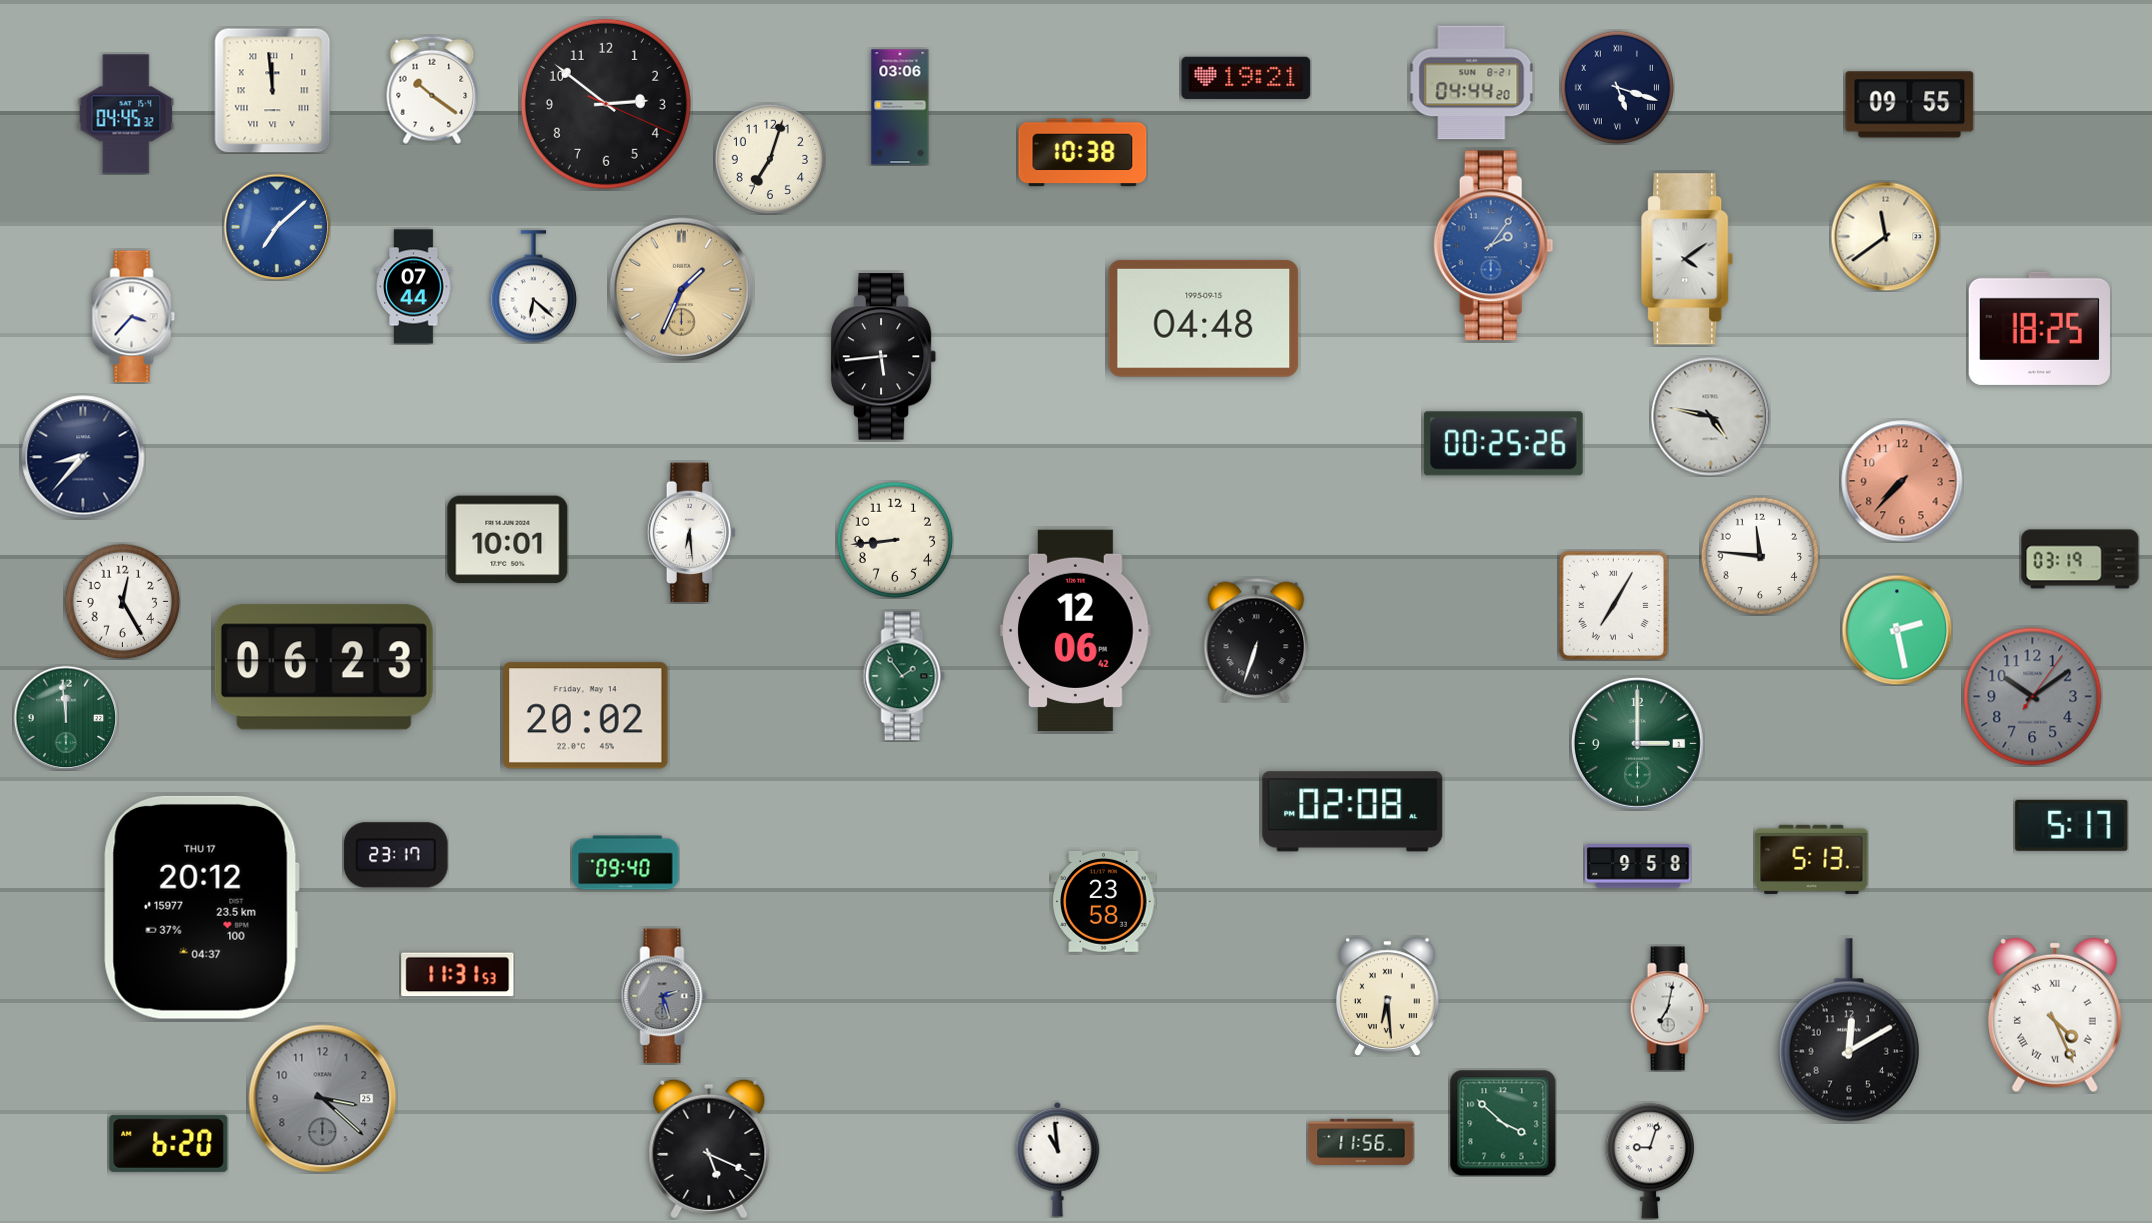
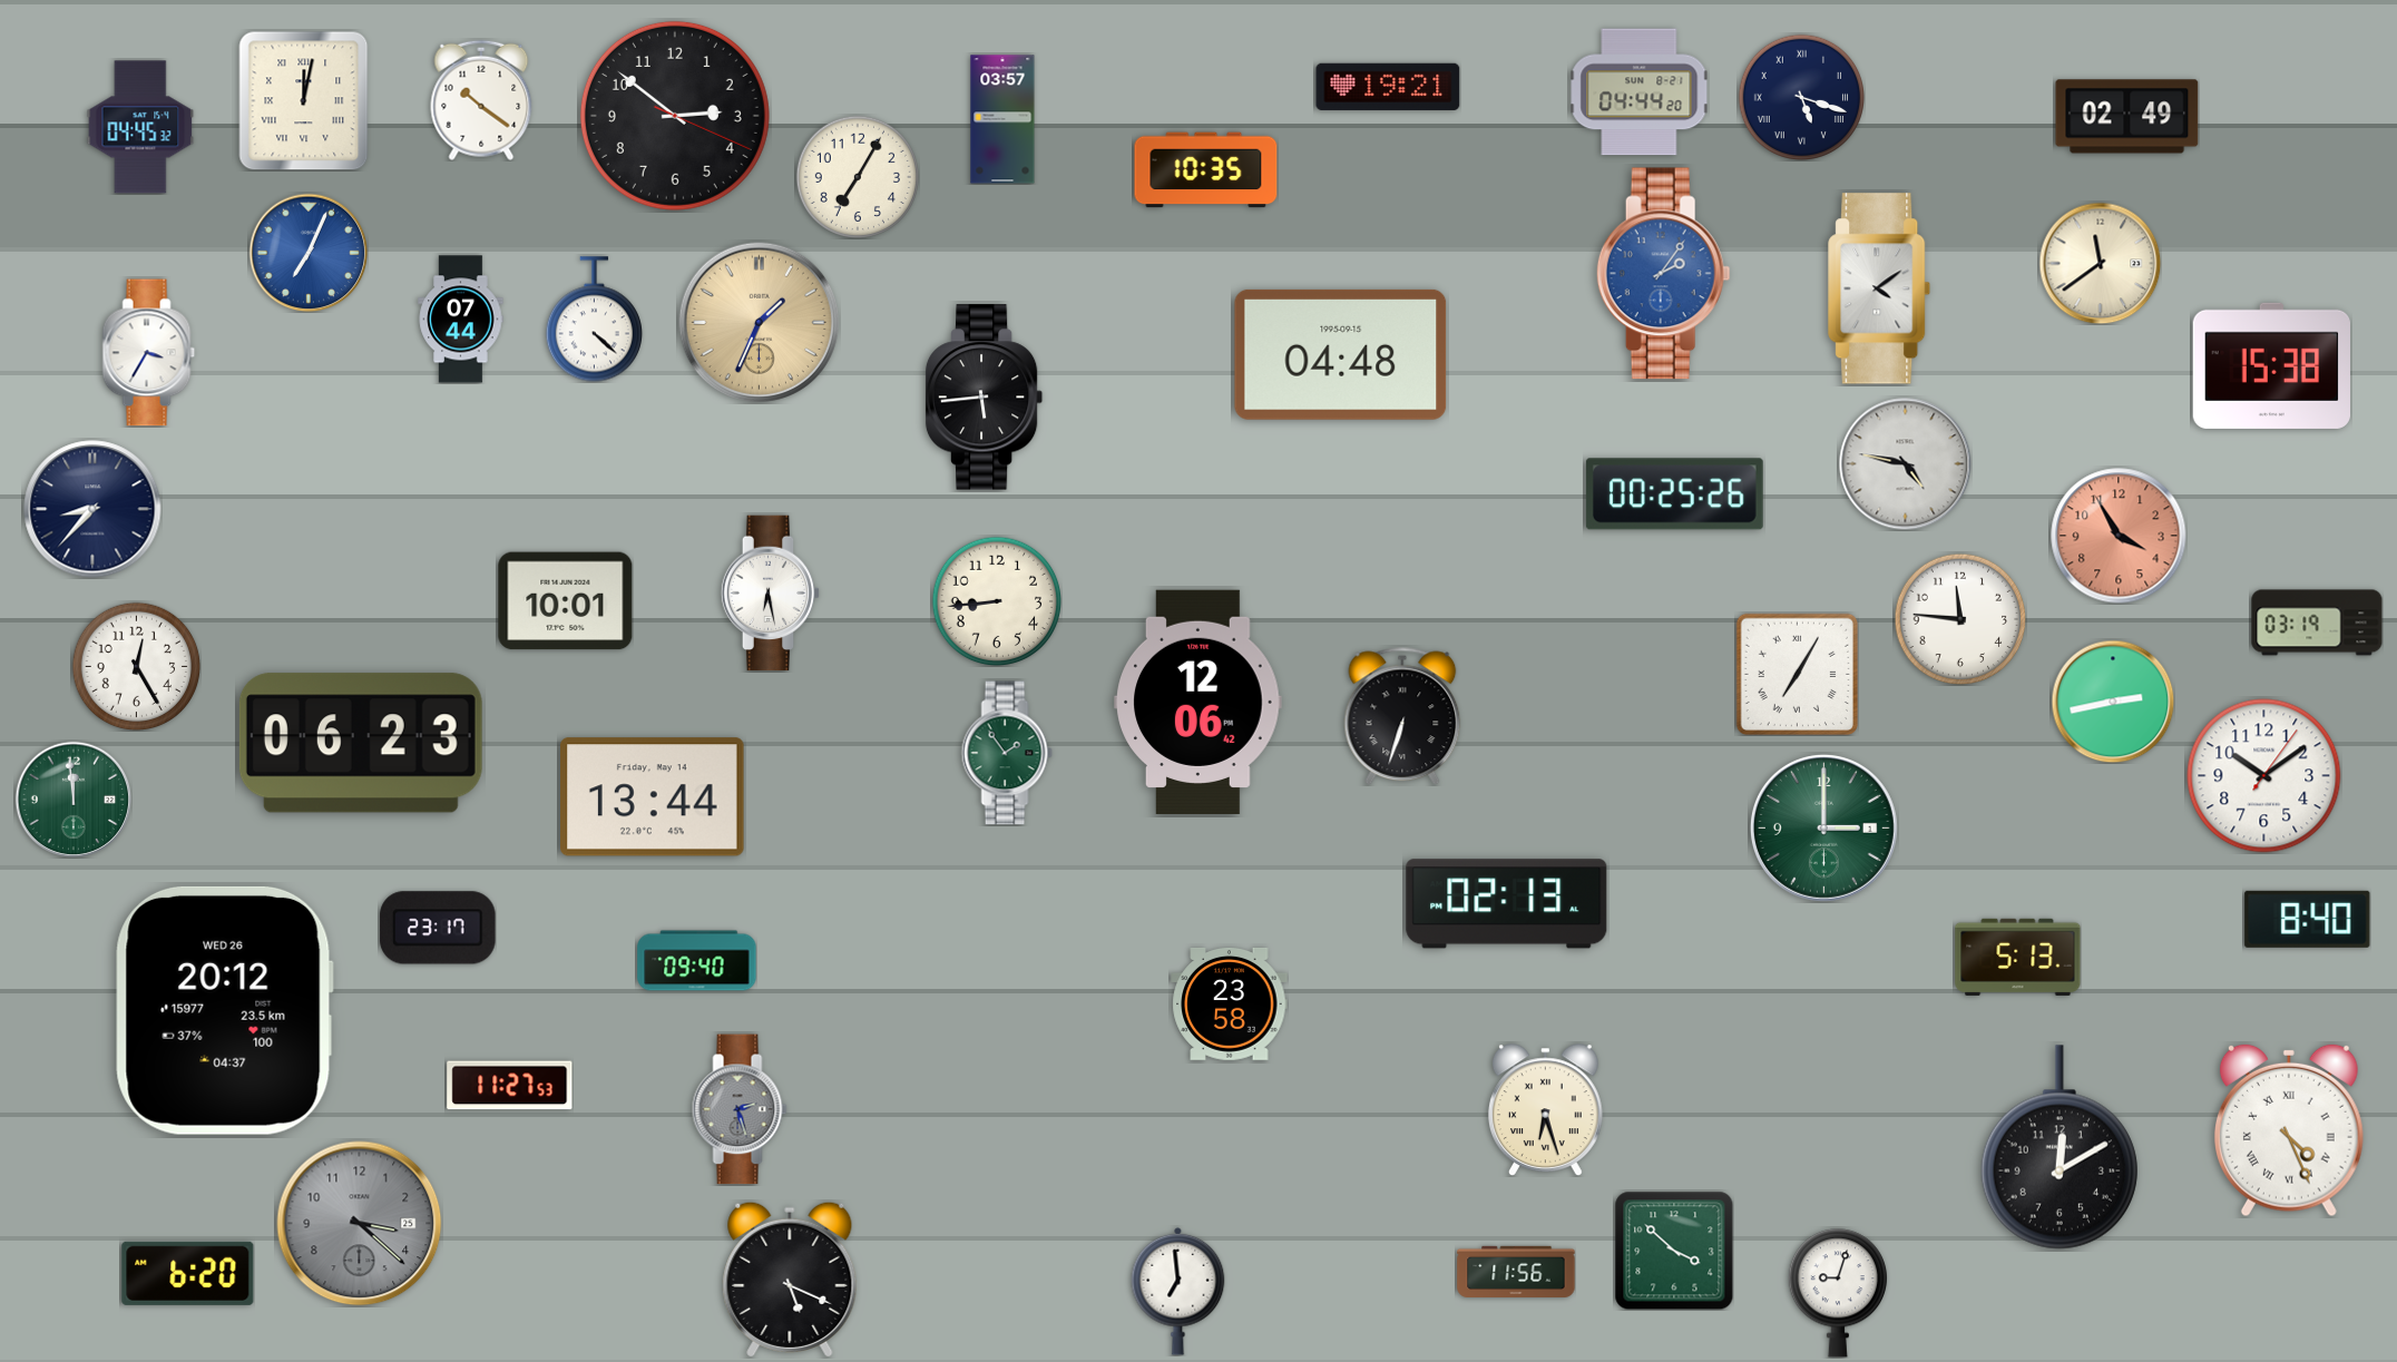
clock at (273, 90): 11:59 -> 12:02
clock at (1910, 105): 09:55 -> 02:49
clock at (900, 107): 03:06 -> 03:57
clock at (1083, 153): 10:38 -> 10:35
clock at (770, 159): 7:03 -> 7:05
clock at (277, 227): 7:08 -> 7:04
clock at (533, 287): 6:22 -> 4:22
clock at (134, 317): 3:37 -> 3:35
clock at (2039, 328): 18:25 -> 15:38
clock at (1902, 481): 7:37 -> 3:55
clock at (692, 533): 6:29 -> 6:28
clock at (122, 601) position: (122, 601) -> (136, 666)
clock at (1897, 630): 2:28 -> 2:43
clock at (1256, 640) position: (1256, 640) -> (1402, 716)
clock at (2033, 697) dial: grey -> white
clock at (586, 716): 20:02 -> 13:44
clock at (1353, 812): 02:08 -> 02:13
clock at (2072, 825): 5:17 -> 8:40
clock at (396, 855) position: (396, 855) -> (438, 928)
clock at (1638, 866): 9:58 -> none
clock at (201, 907) date: THU 17 -> WED 26
clock at (458, 975): 11:31 -> 11:27
clock at (1387, 996): 6:29 -> 6:27
clock at (1669, 1009): 7:02 -> none
clock at (1058, 1159): 10:59 -> 6:59
